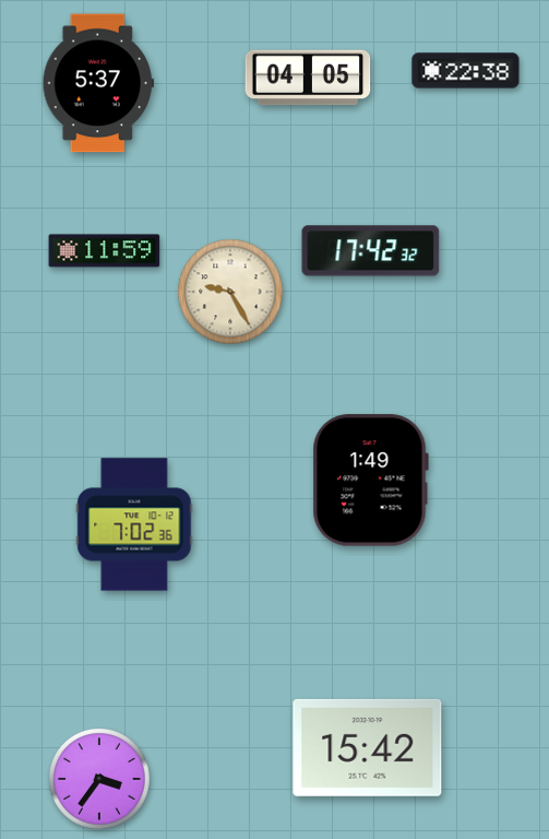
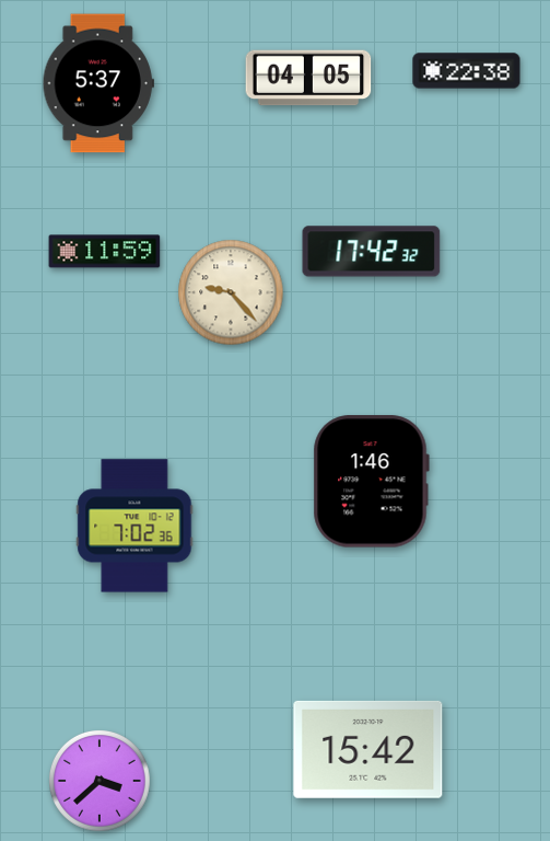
clock at (230, 292): 9:25 -> 9:23
clock at (370, 481): 1:49 -> 1:46
clock at (100, 780): 3:36 -> 3:38
